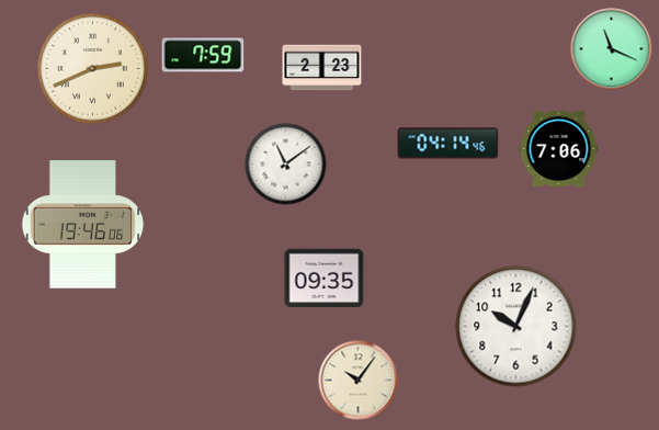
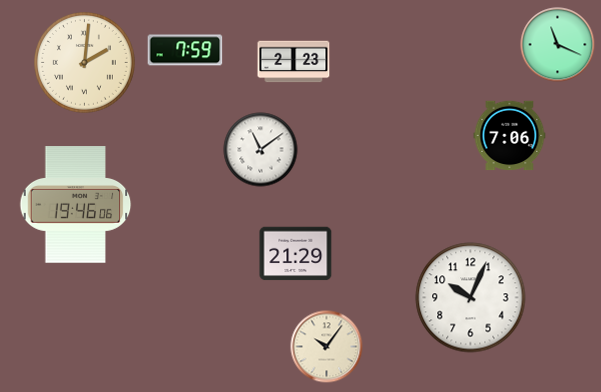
clock at (93, 69): 2:41 -> 2:01
clock at (448, 144): 04:14 -> none
clock at (325, 279): 09:35 -> 21:29
